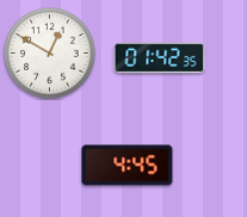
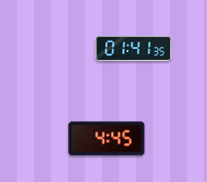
clock at (50, 54): 12:50 -> none
clock at (160, 58): 01:42 -> 01:41
